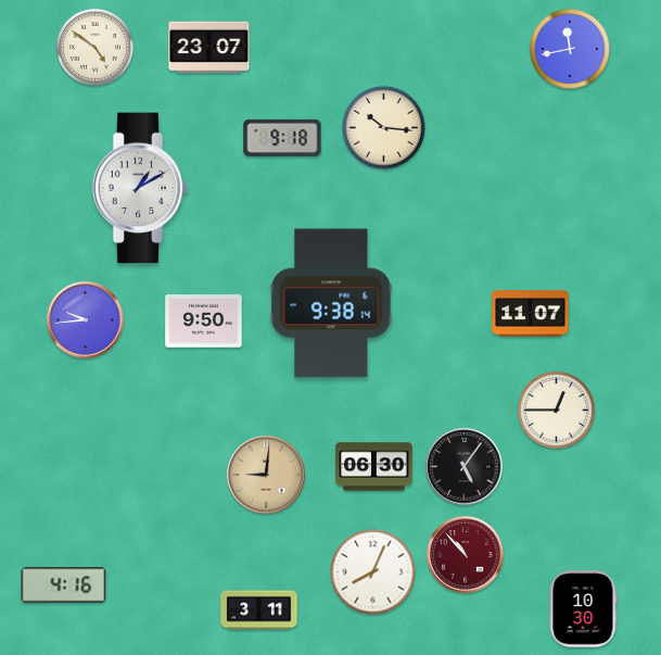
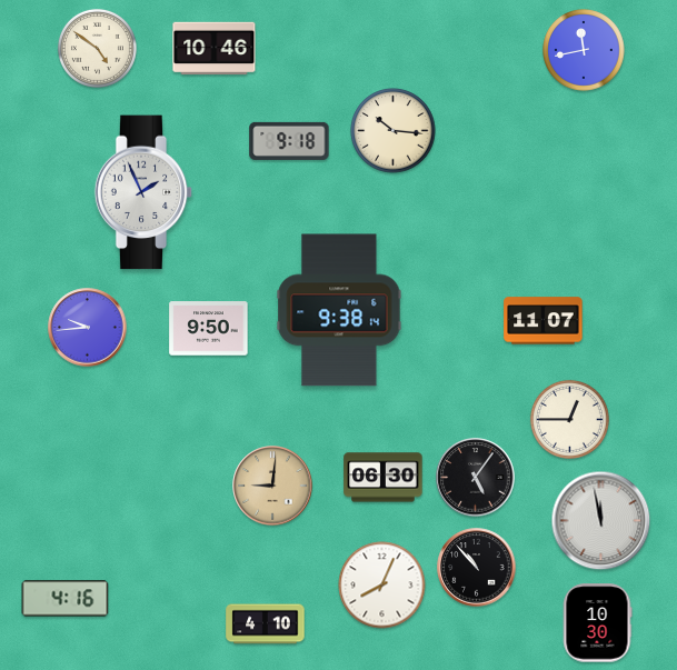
clock at (209, 48): 23:07 -> 10:46
clock at (140, 188): 1:10 -> 1:56
clock at (601, 521): none -> 11:58
clock at (466, 555) dial: burgundy -> black
clock at (259, 610): 3:11 -> 4:10
